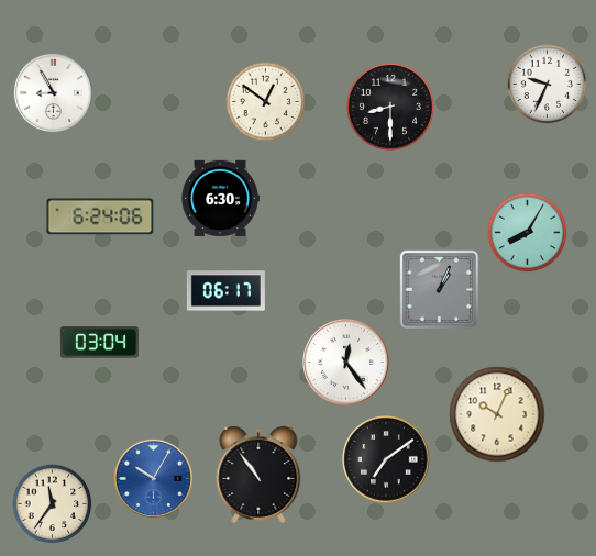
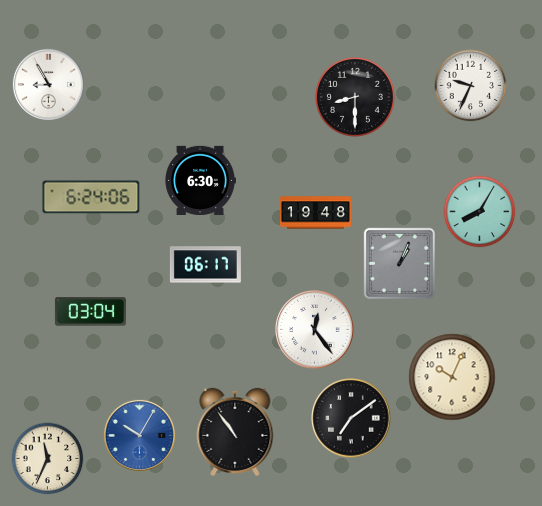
clock at (548, 85) position: (548, 85) -> (471, 86)
clock at (266, 102): 12:51 -> none
clock at (315, 213): none -> 19:48
clock at (53, 504): 11:36 -> 11:34
